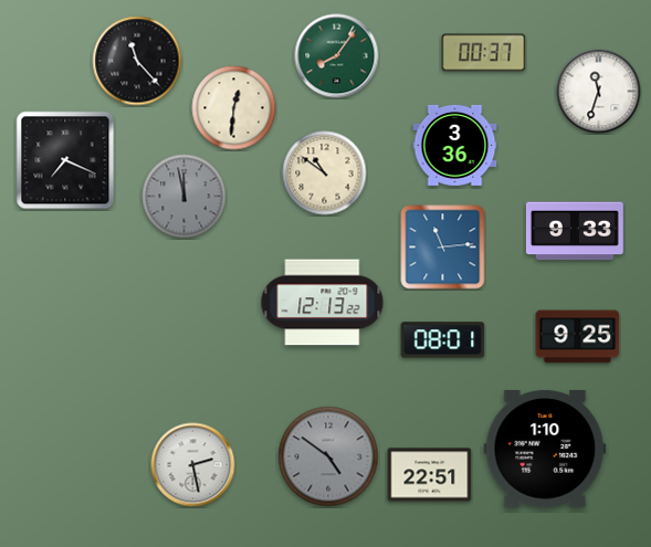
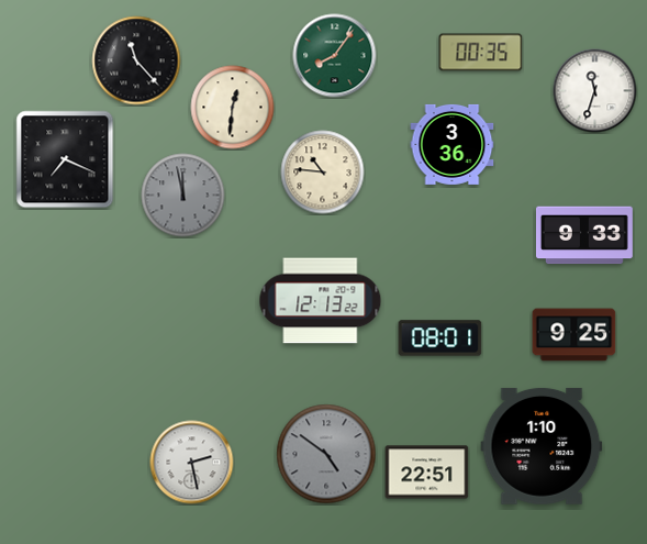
clock at (484, 53): 00:37 -> 00:35
clock at (325, 173): 10:51 -> 10:46
clock at (575, 231) position: (575, 231) -> (584, 235)
clock at (443, 248): 11:14 -> none
